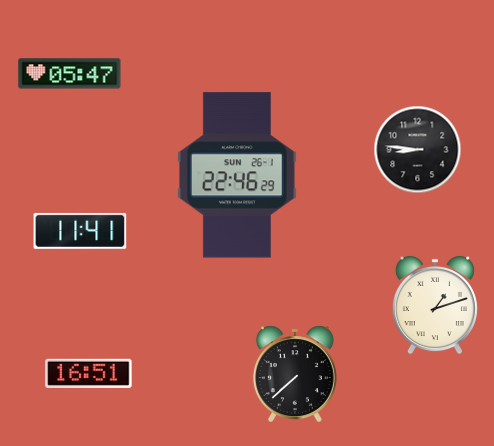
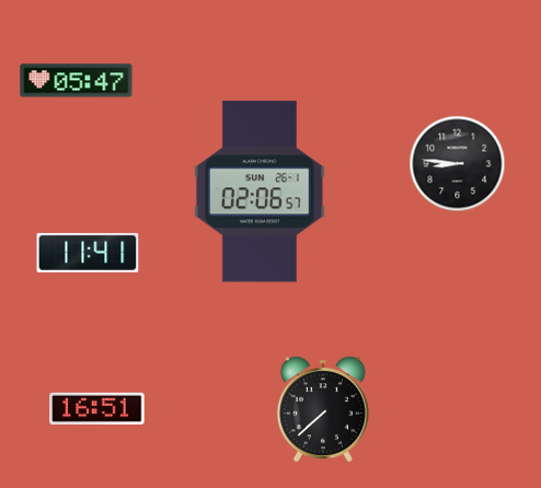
clock at (237, 175): 22:46 -> 02:06
clock at (435, 305): 1:12 -> none
